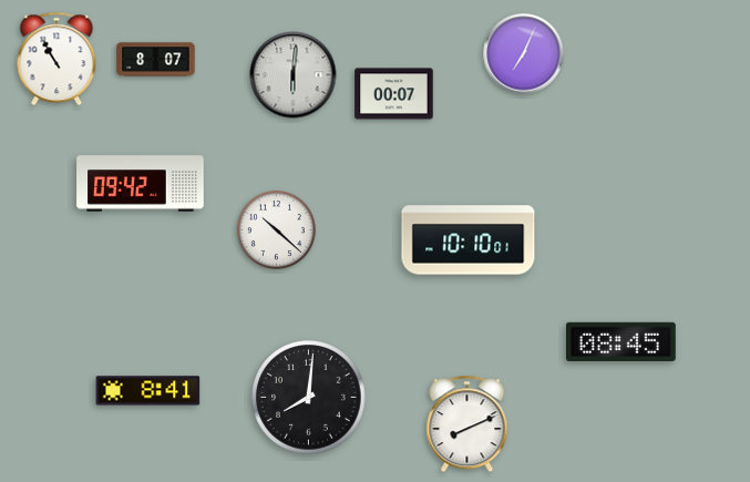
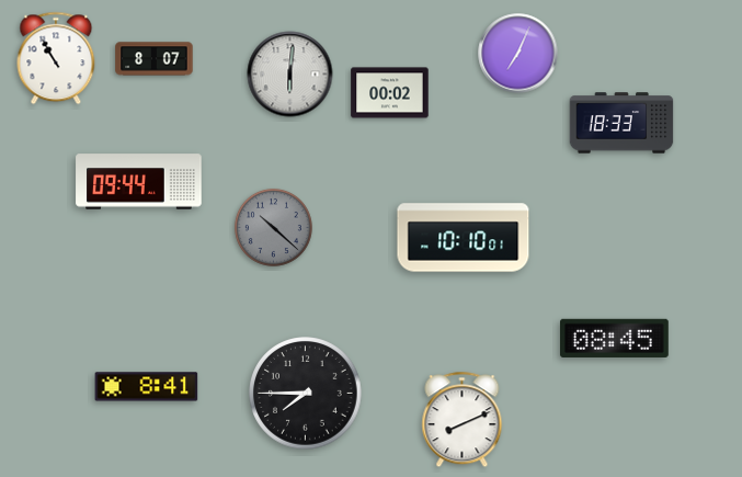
clock at (394, 94): 00:07 -> 00:02
clock at (621, 123): none -> 18:33
clock at (141, 184): 09:42 -> 09:44
clock at (276, 229) dial: white -> grey
clock at (309, 398): 8:01 -> 7:45
